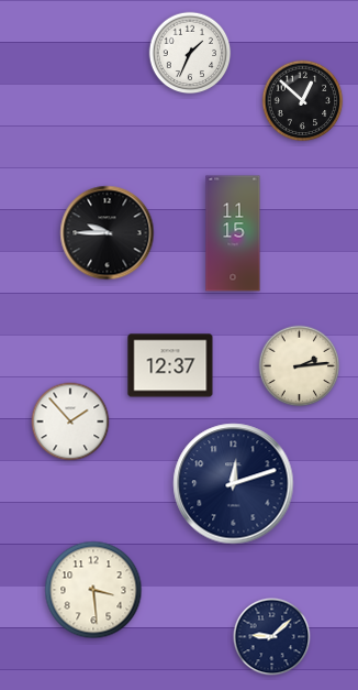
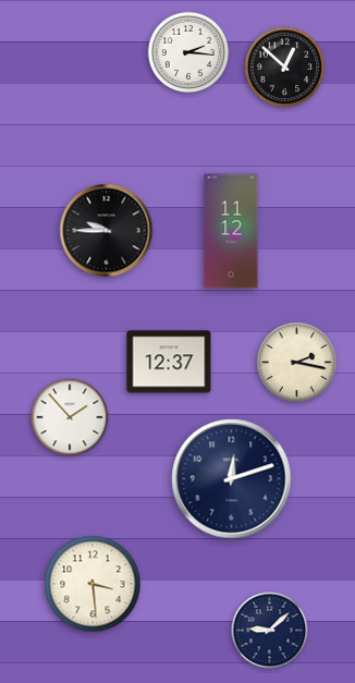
clock at (190, 53): 1:34 -> 2:16
clock at (303, 101) position: (303, 101) -> (285, 68)
clock at (233, 233): 11:15 -> 11:12
clock at (300, 366): 2:14 -> 2:17
